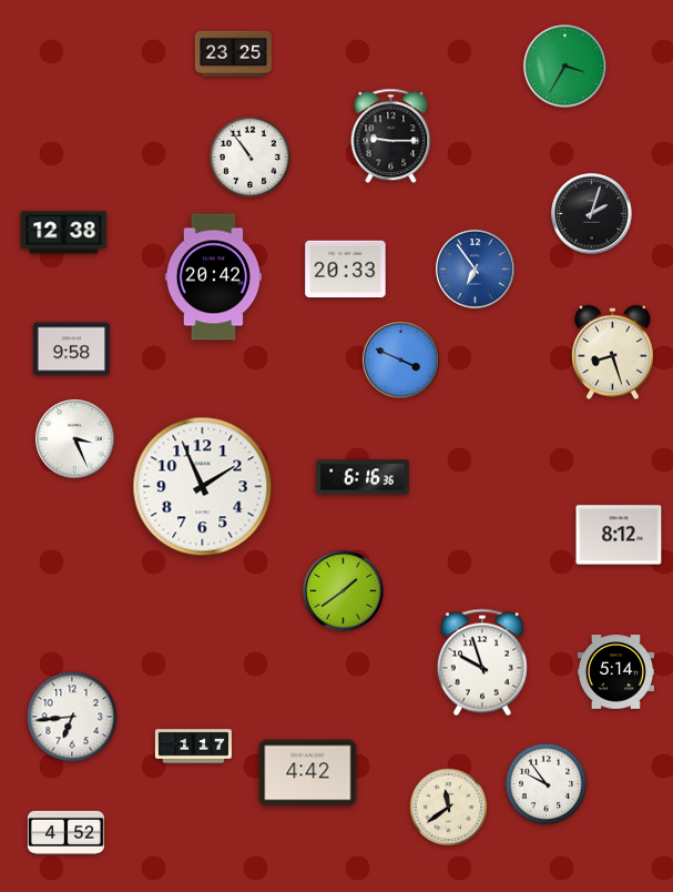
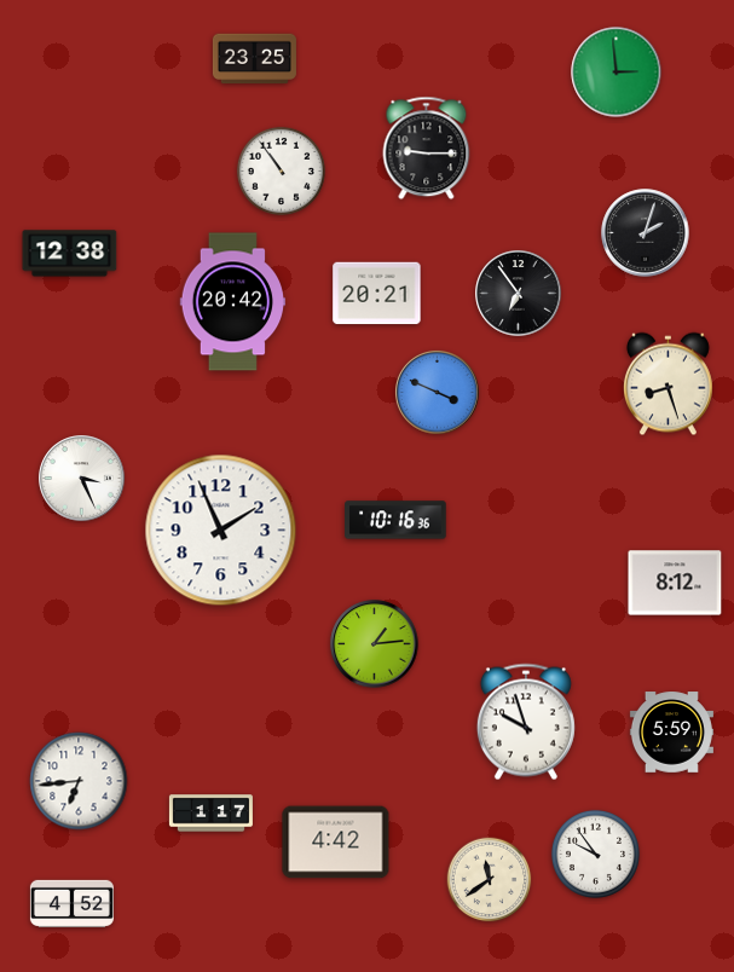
clock at (565, 67): 3:35 -> 2:59
clock at (249, 156) position: (249, 156) -> (281, 170)
clock at (346, 270): 20:33 -> 20:21
clock at (476, 270) dial: blue -> black
clock at (71, 349): 9:58 -> none
clock at (363, 477): 6:16 -> 10:16
clock at (344, 591): 1:39 -> 1:14
clock at (615, 672): 5:14 -> 5:59
clock at (65, 832) position: (65, 832) -> (71, 903)
